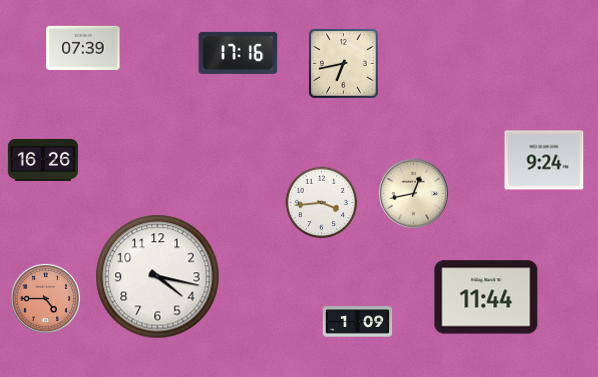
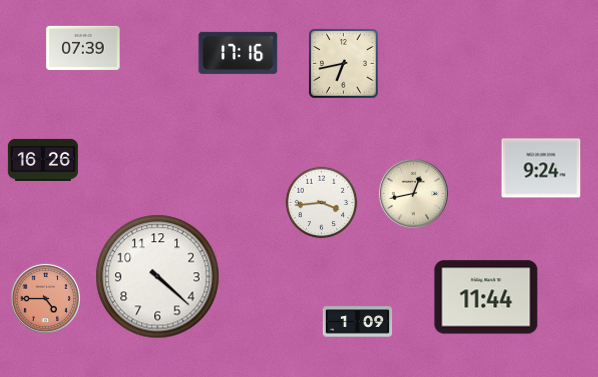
clock at (544, 160) position: (544, 160) -> (541, 168)
clock at (158, 277): 4:17 -> 4:22
